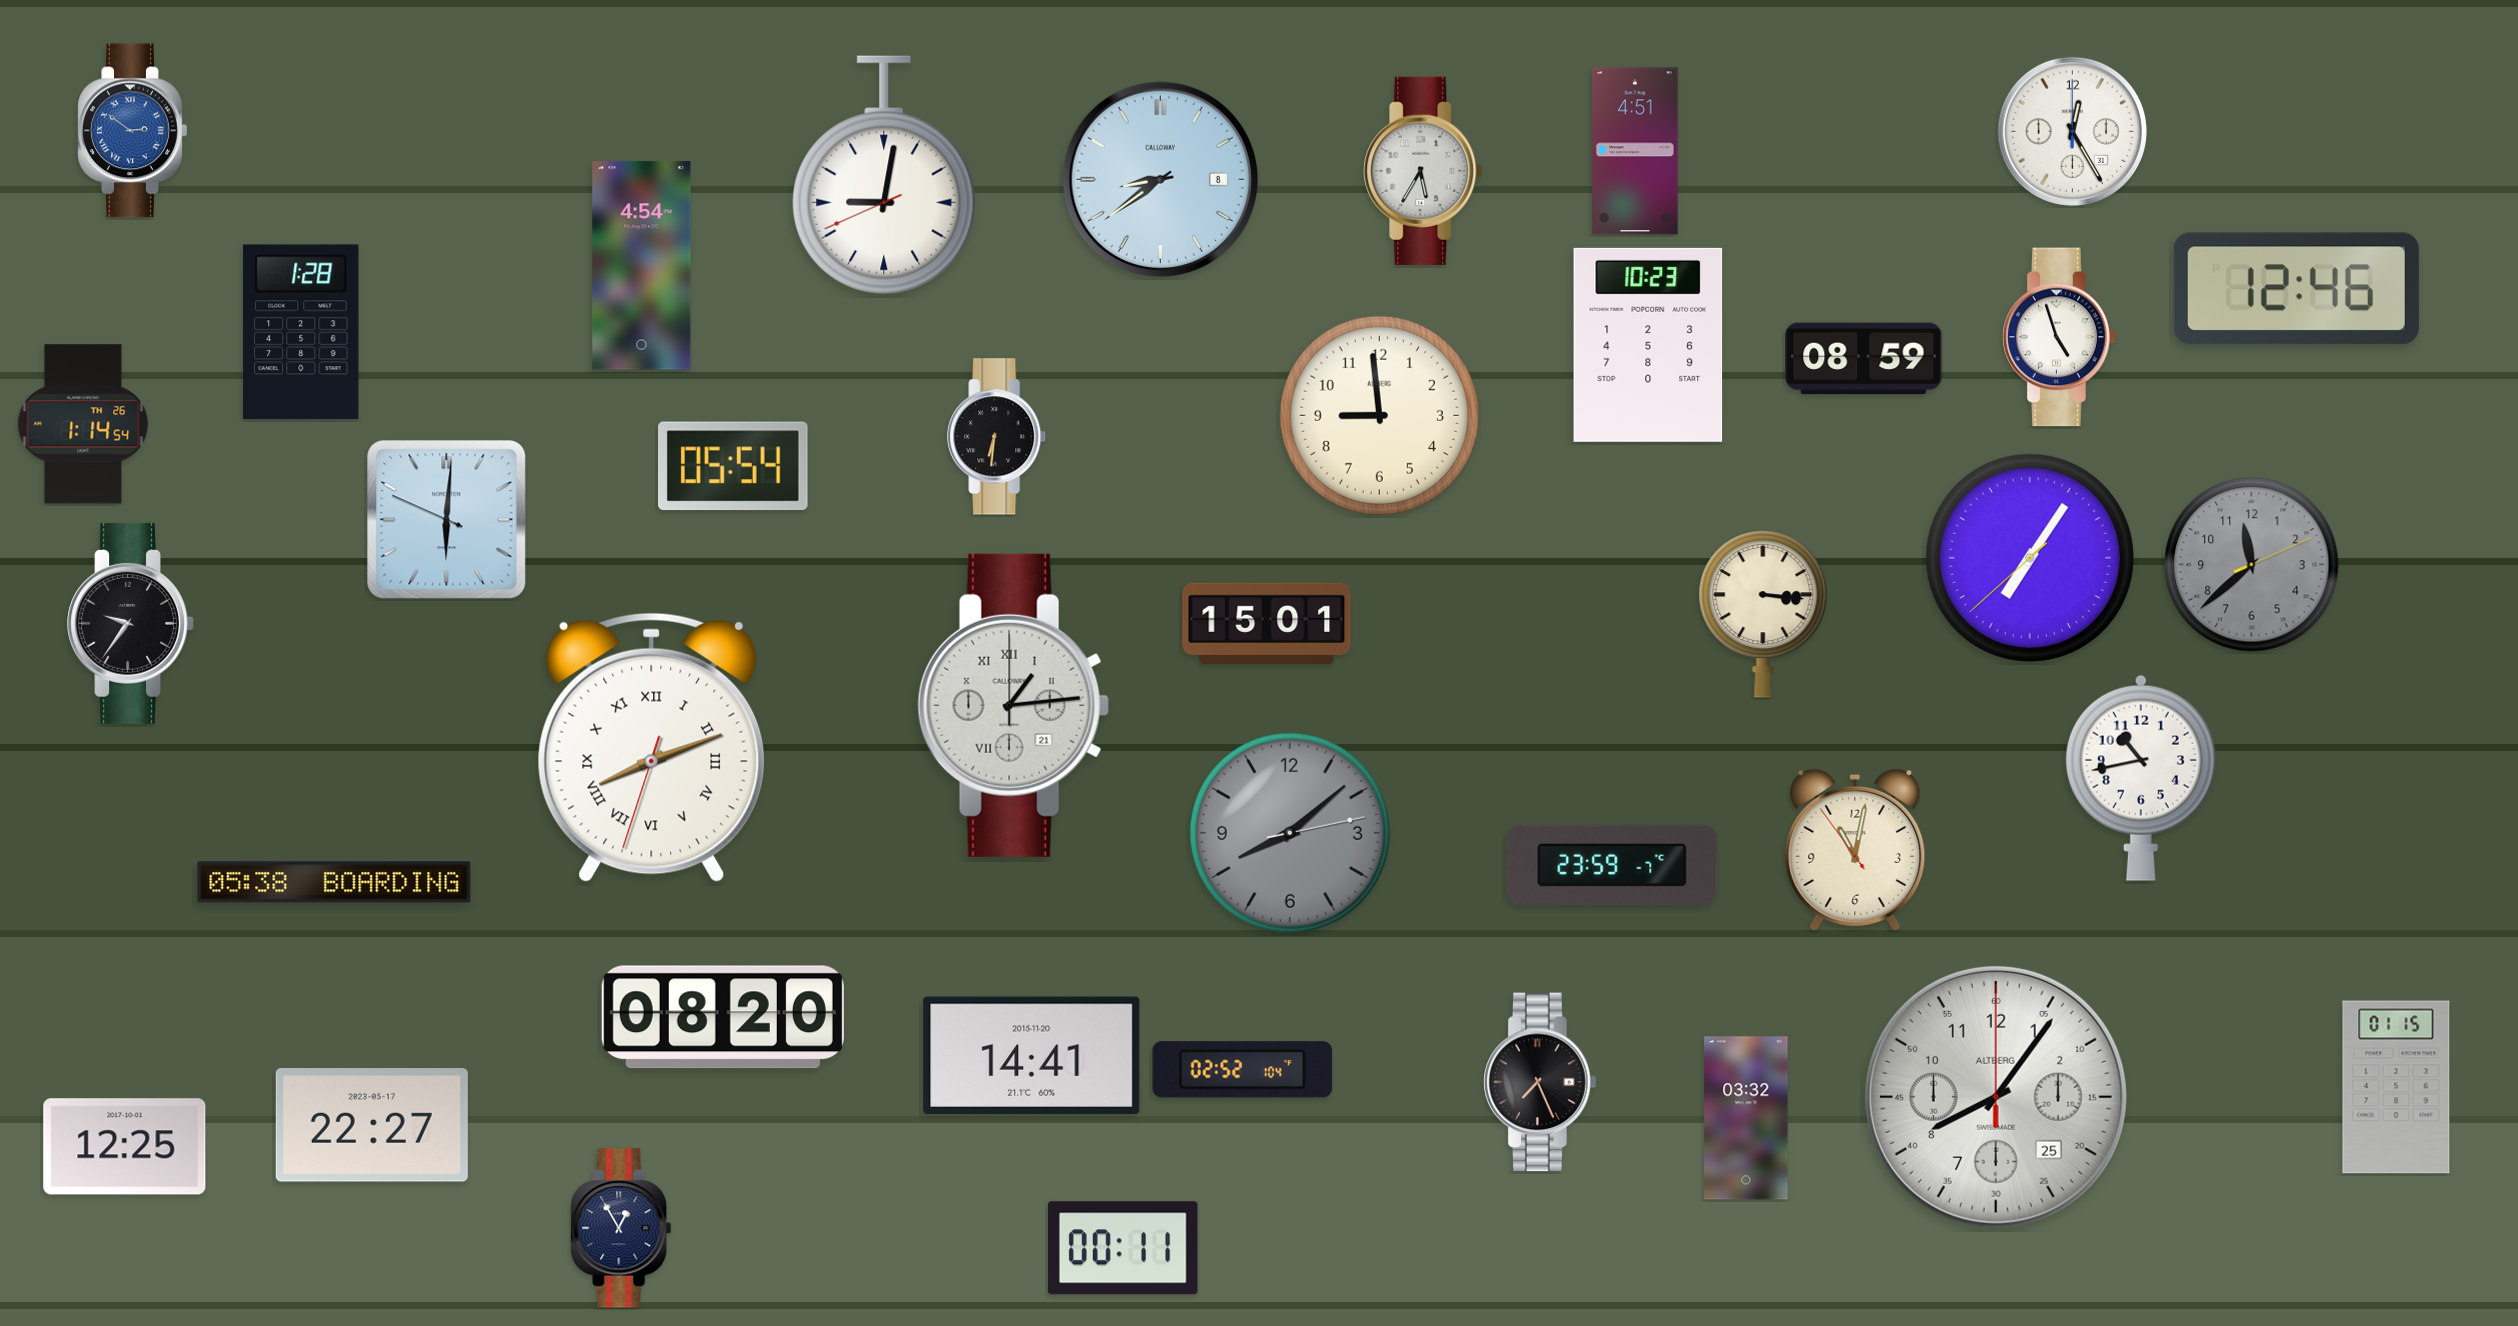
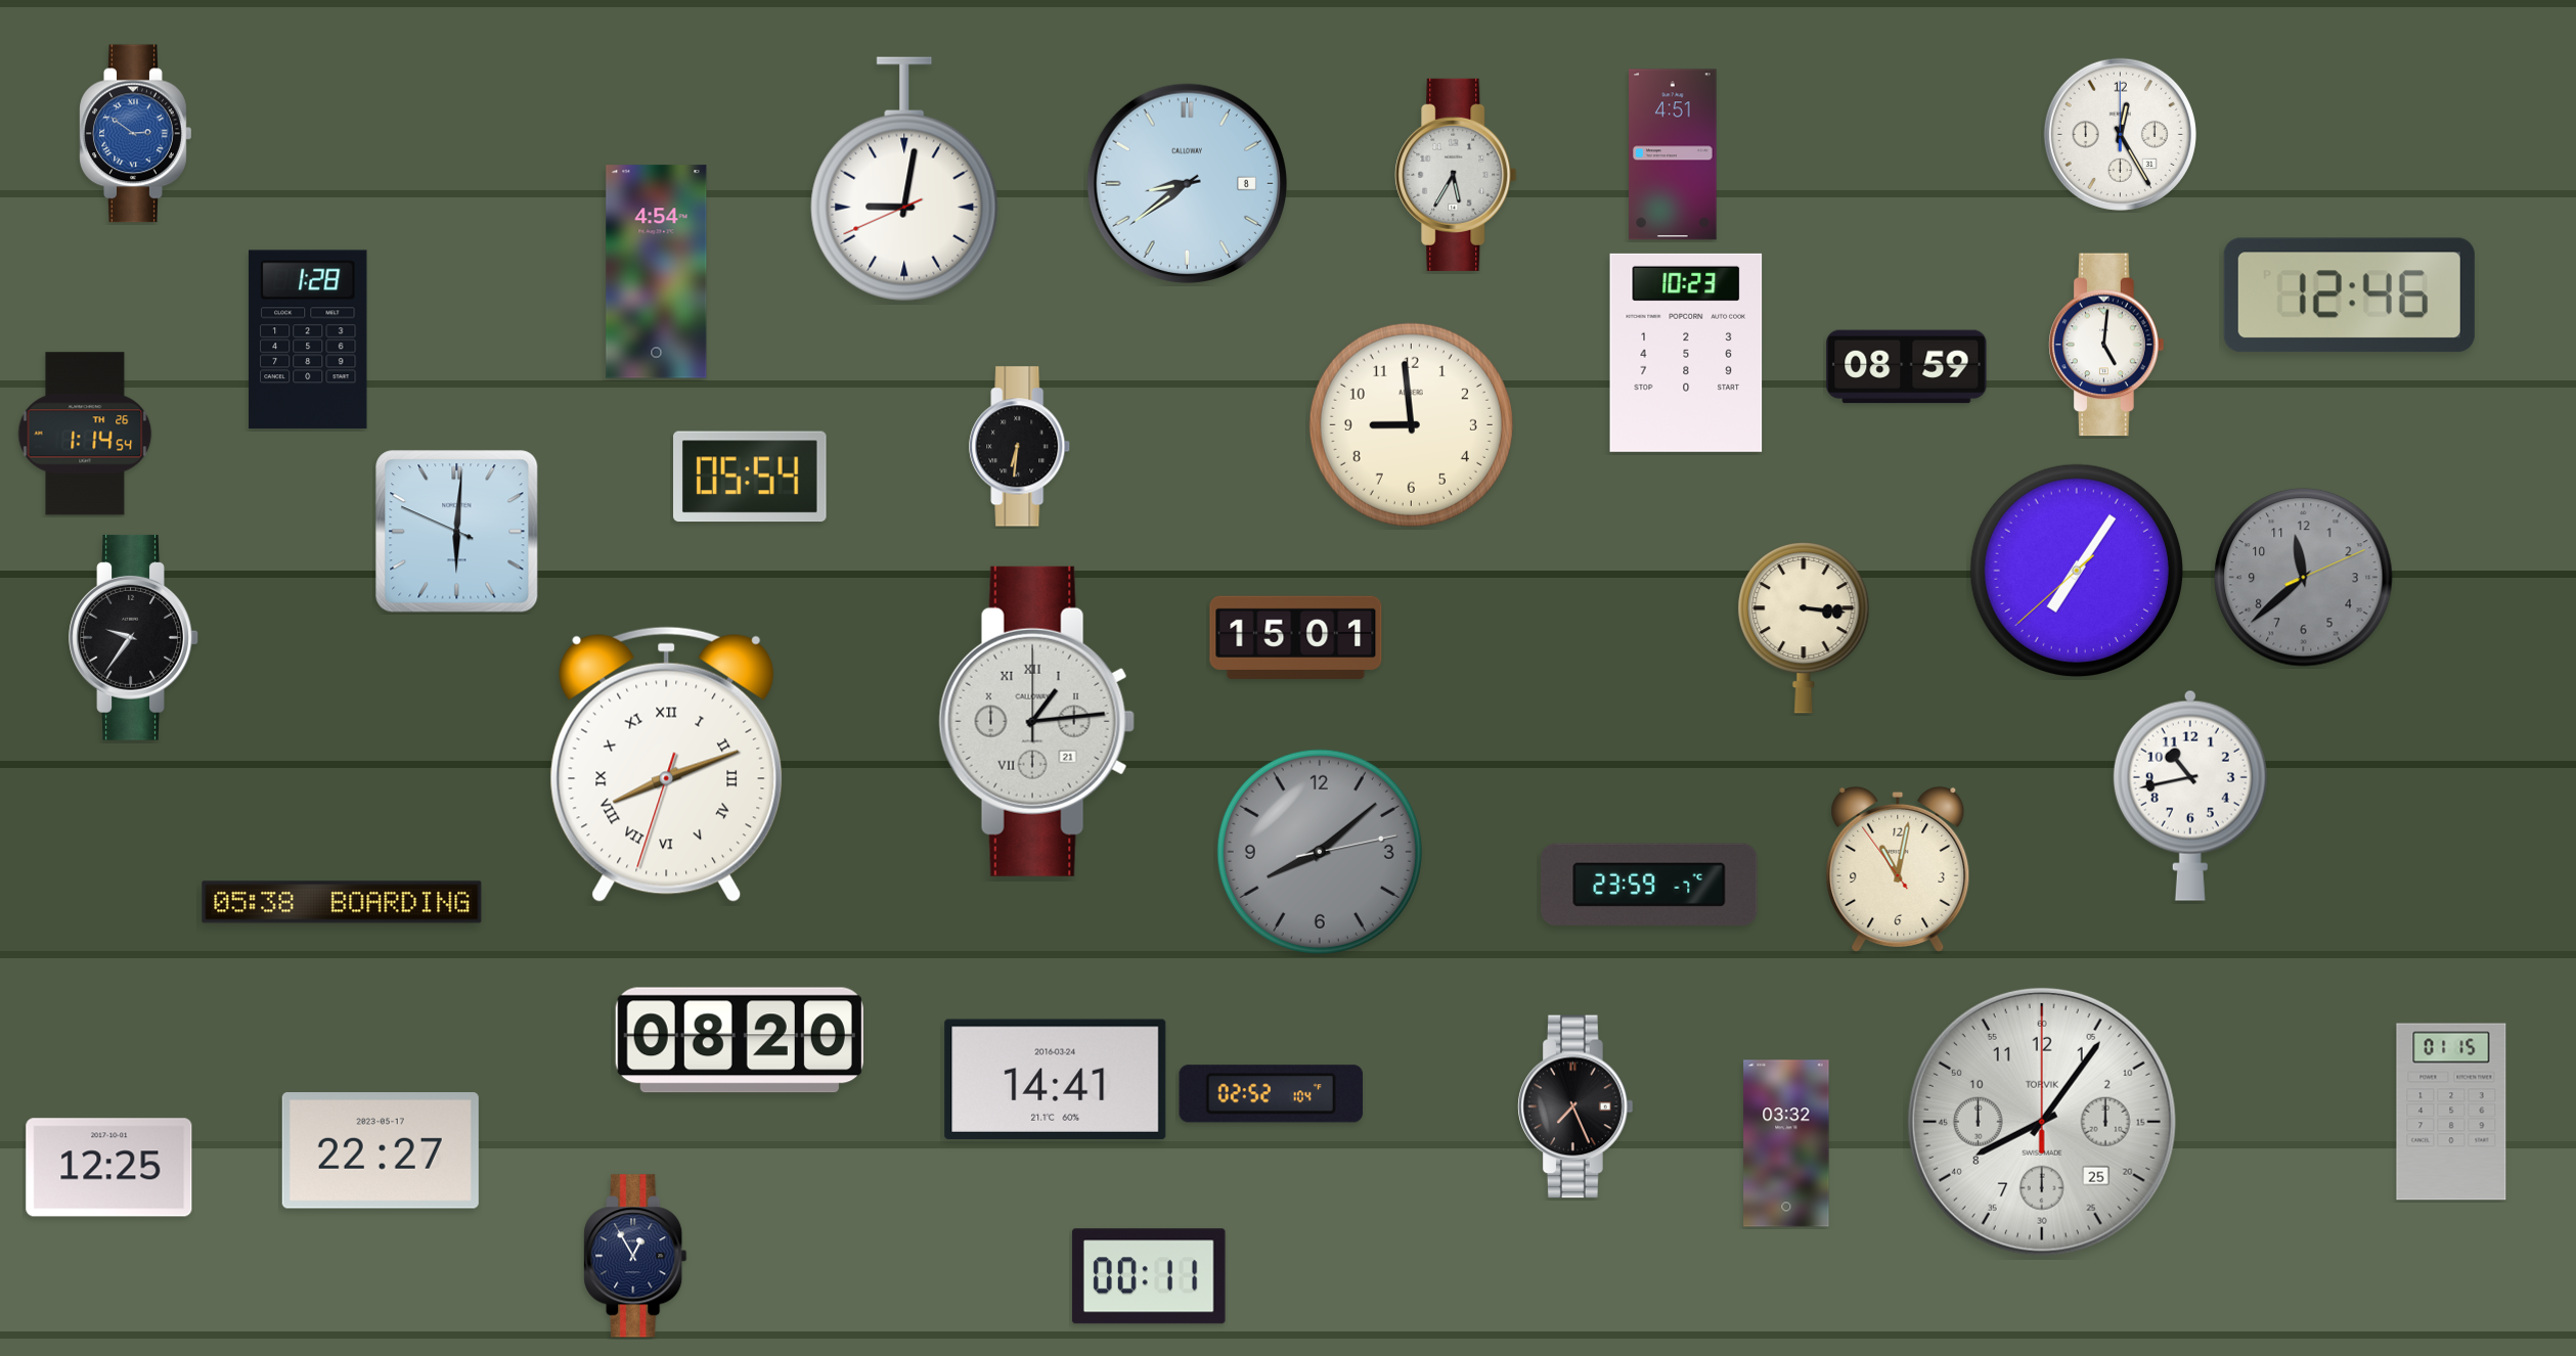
clock at (2059, 337): 4:57 -> 5:01
clock at (1032, 1055) date: 2015-11-20 -> 2016-03-24
clock at (1996, 1097) brand: ALTBERG -> TORVIK
clock at (125, 1147) position: (125, 1147) -> (109, 1168)
